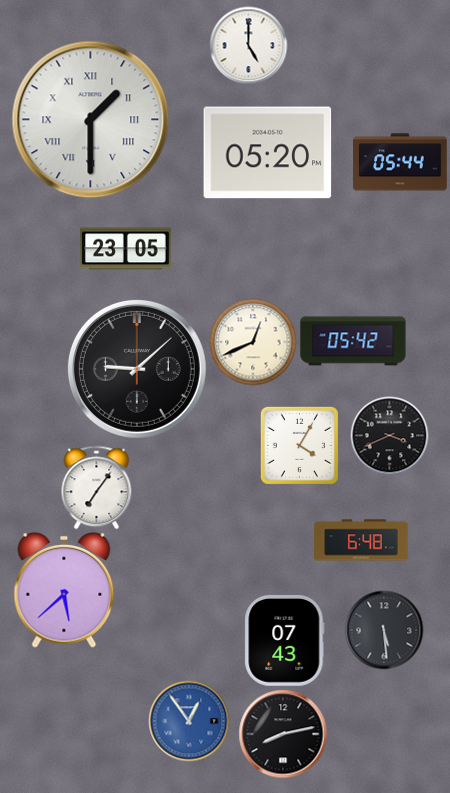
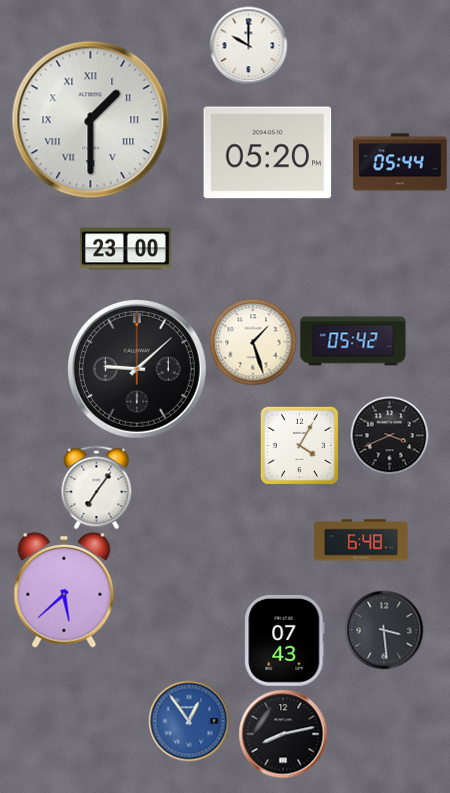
clock at (248, 45): 5:00 -> 10:00
clock at (126, 249): 23:05 -> 23:00
clock at (253, 342): 12:41 -> 1:27
clock at (384, 630): 5:29 -> 3:29
